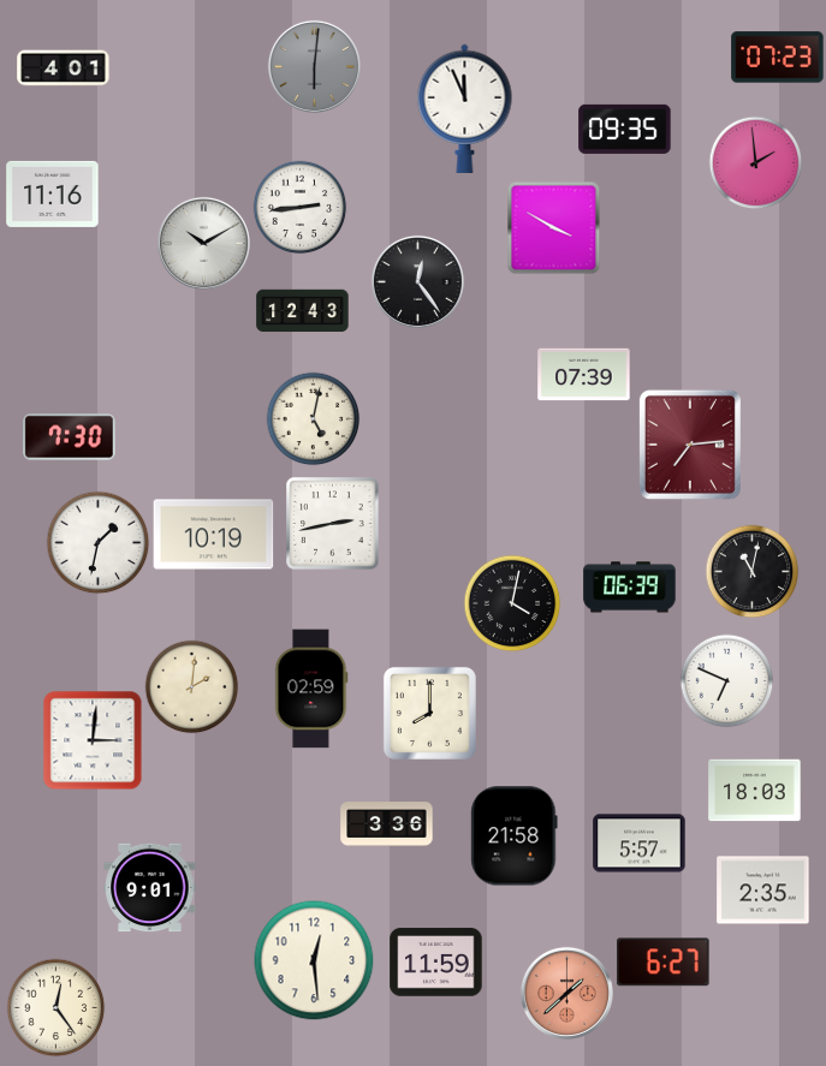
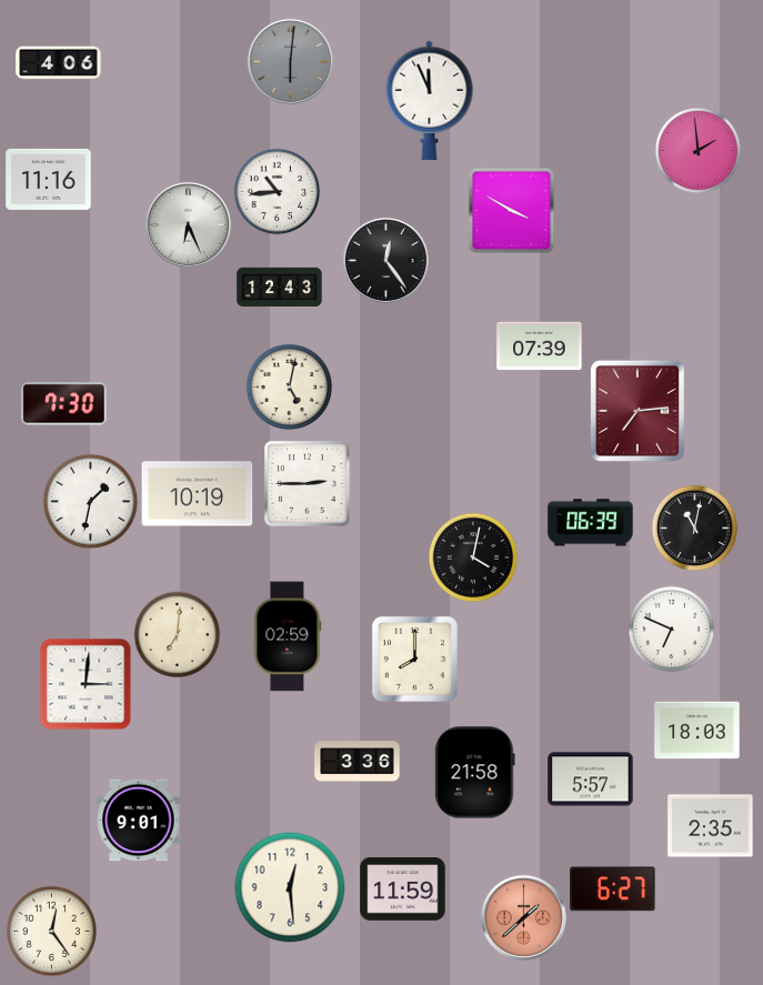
clock at (778, 58): 07:23 -> none
clock at (64, 69): 4:01 -> 4:06
clock at (625, 129): 09:35 -> none
clock at (299, 207): 2:44 -> 10:44
clock at (203, 243): 10:10 -> 6:26
clock at (333, 524): 2:43 -> 2:45
clock at (630, 588) position: (630, 588) -> (591, 523)
clock at (191, 686): 2:01 -> 7:01
clock at (429, 713) position: (429, 713) -> (414, 659)
clock at (763, 891) position: (763, 891) -> (711, 826)
